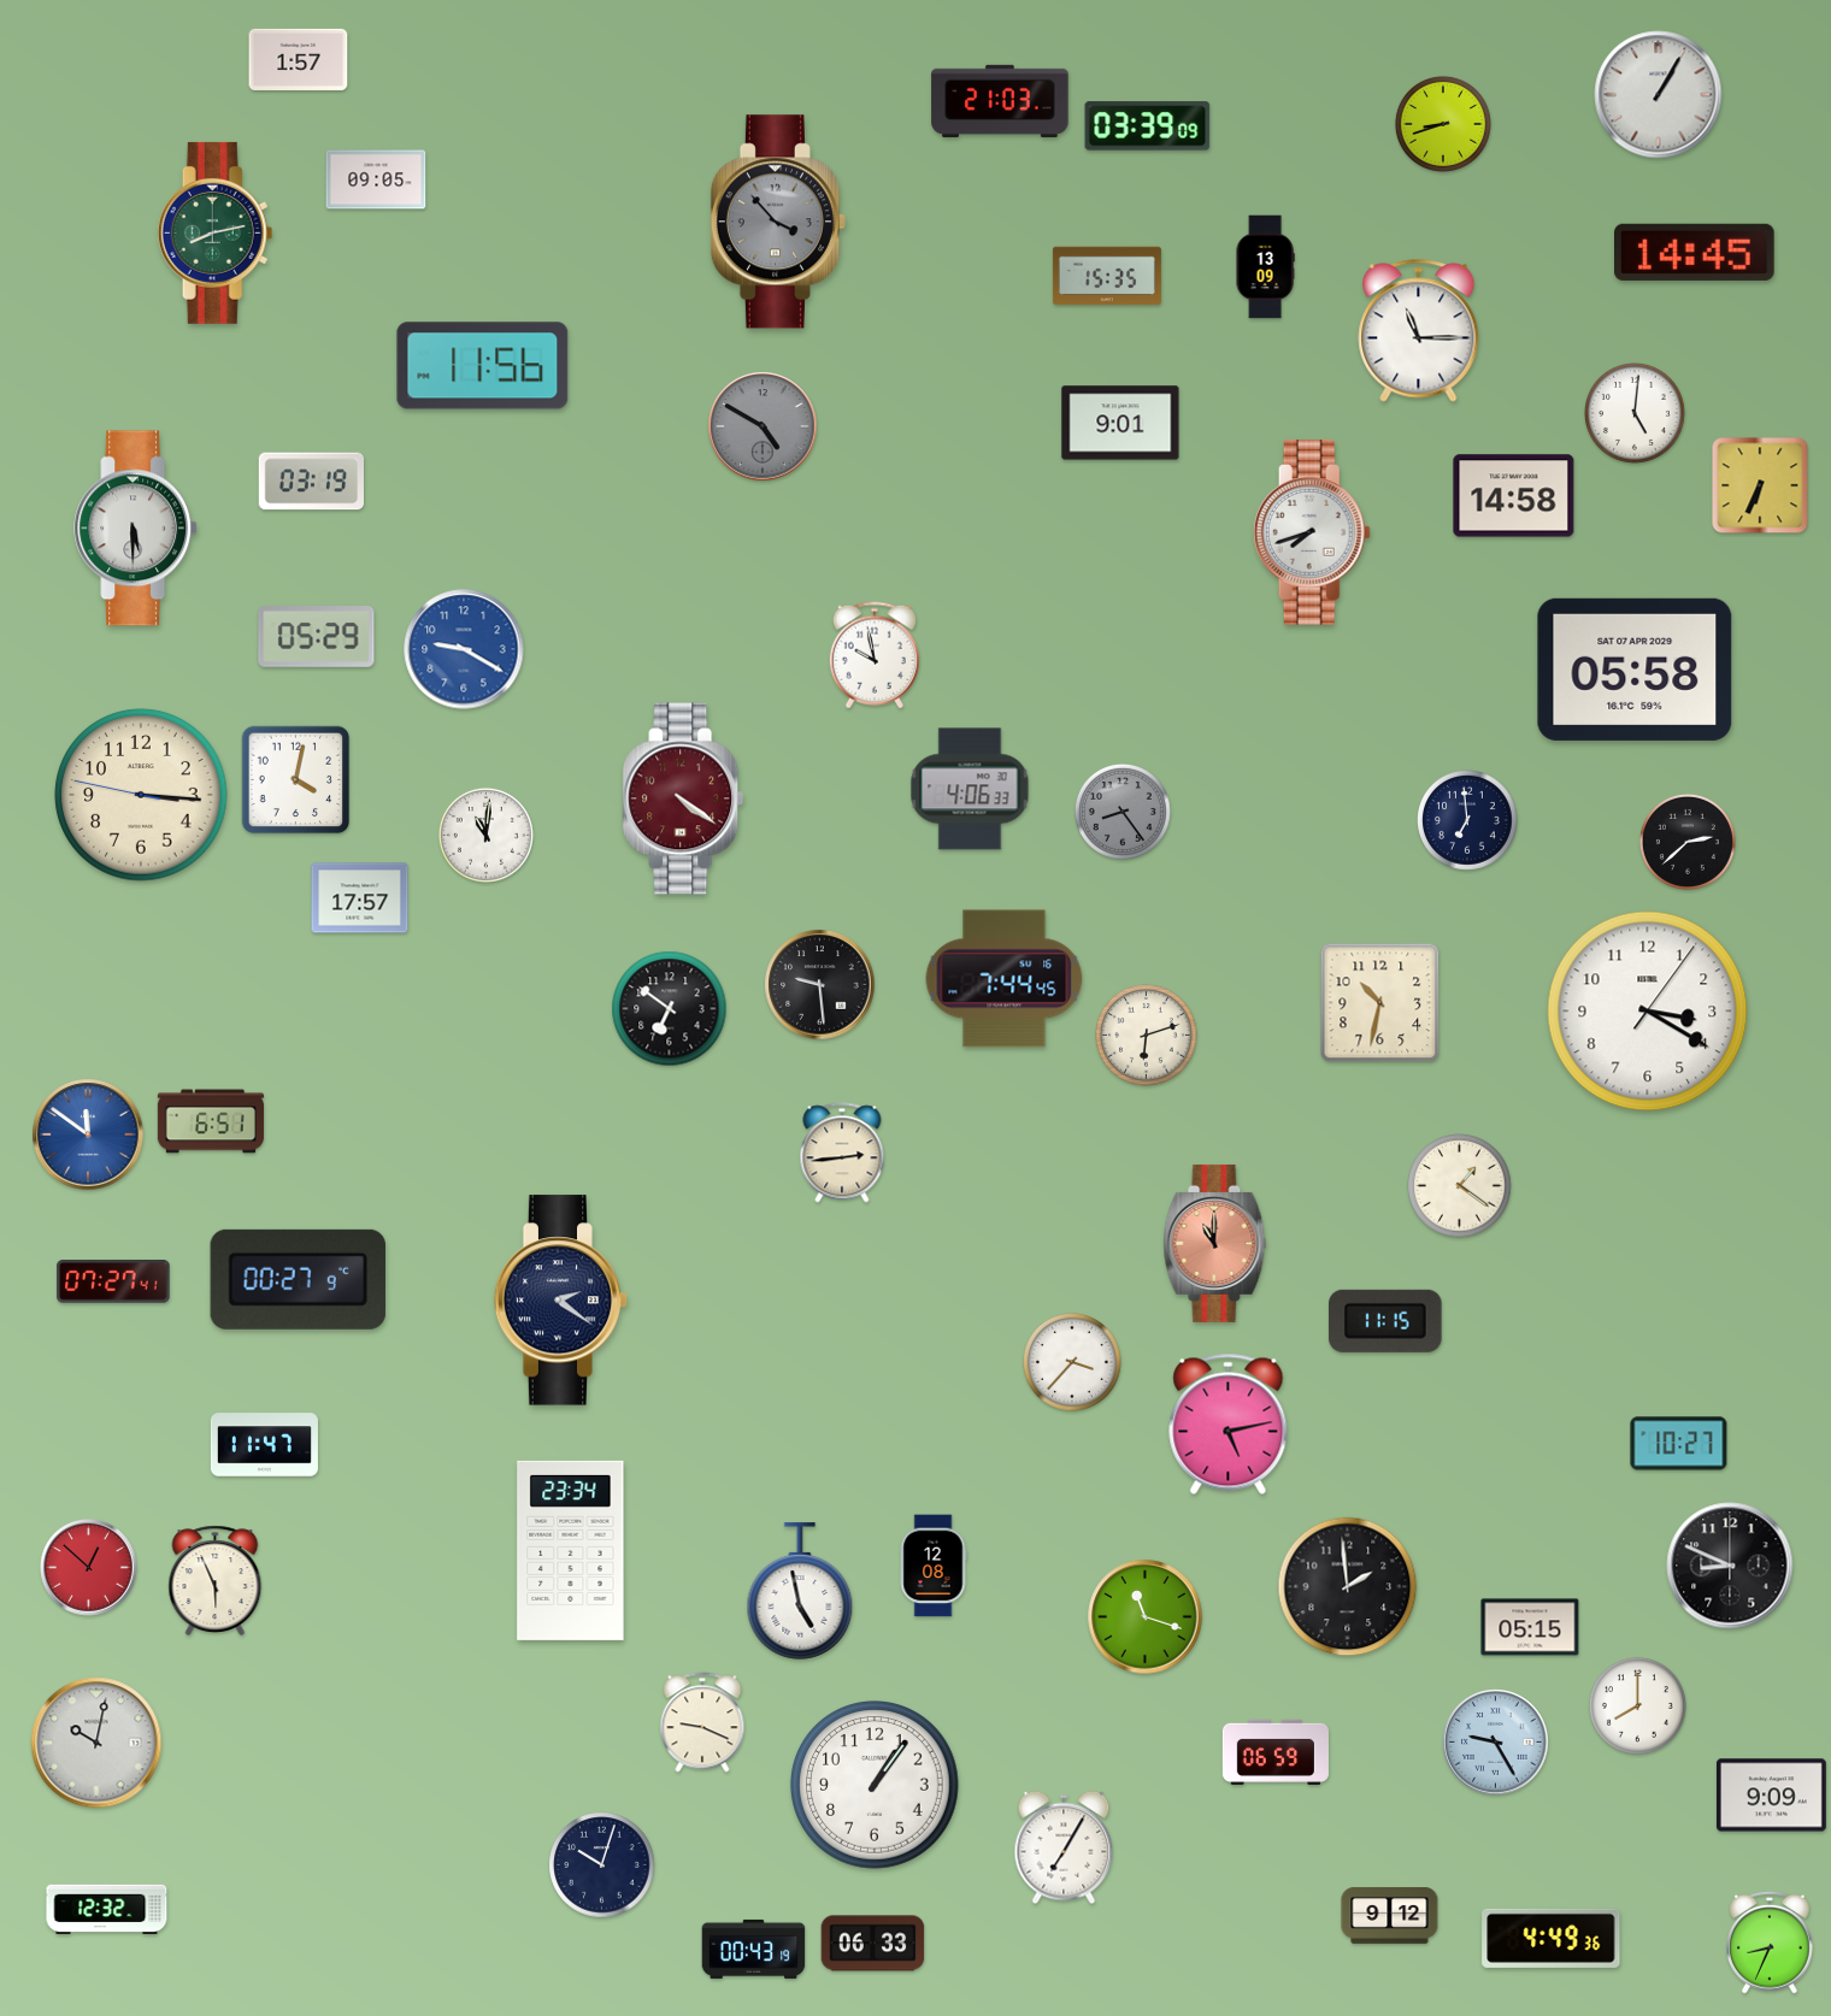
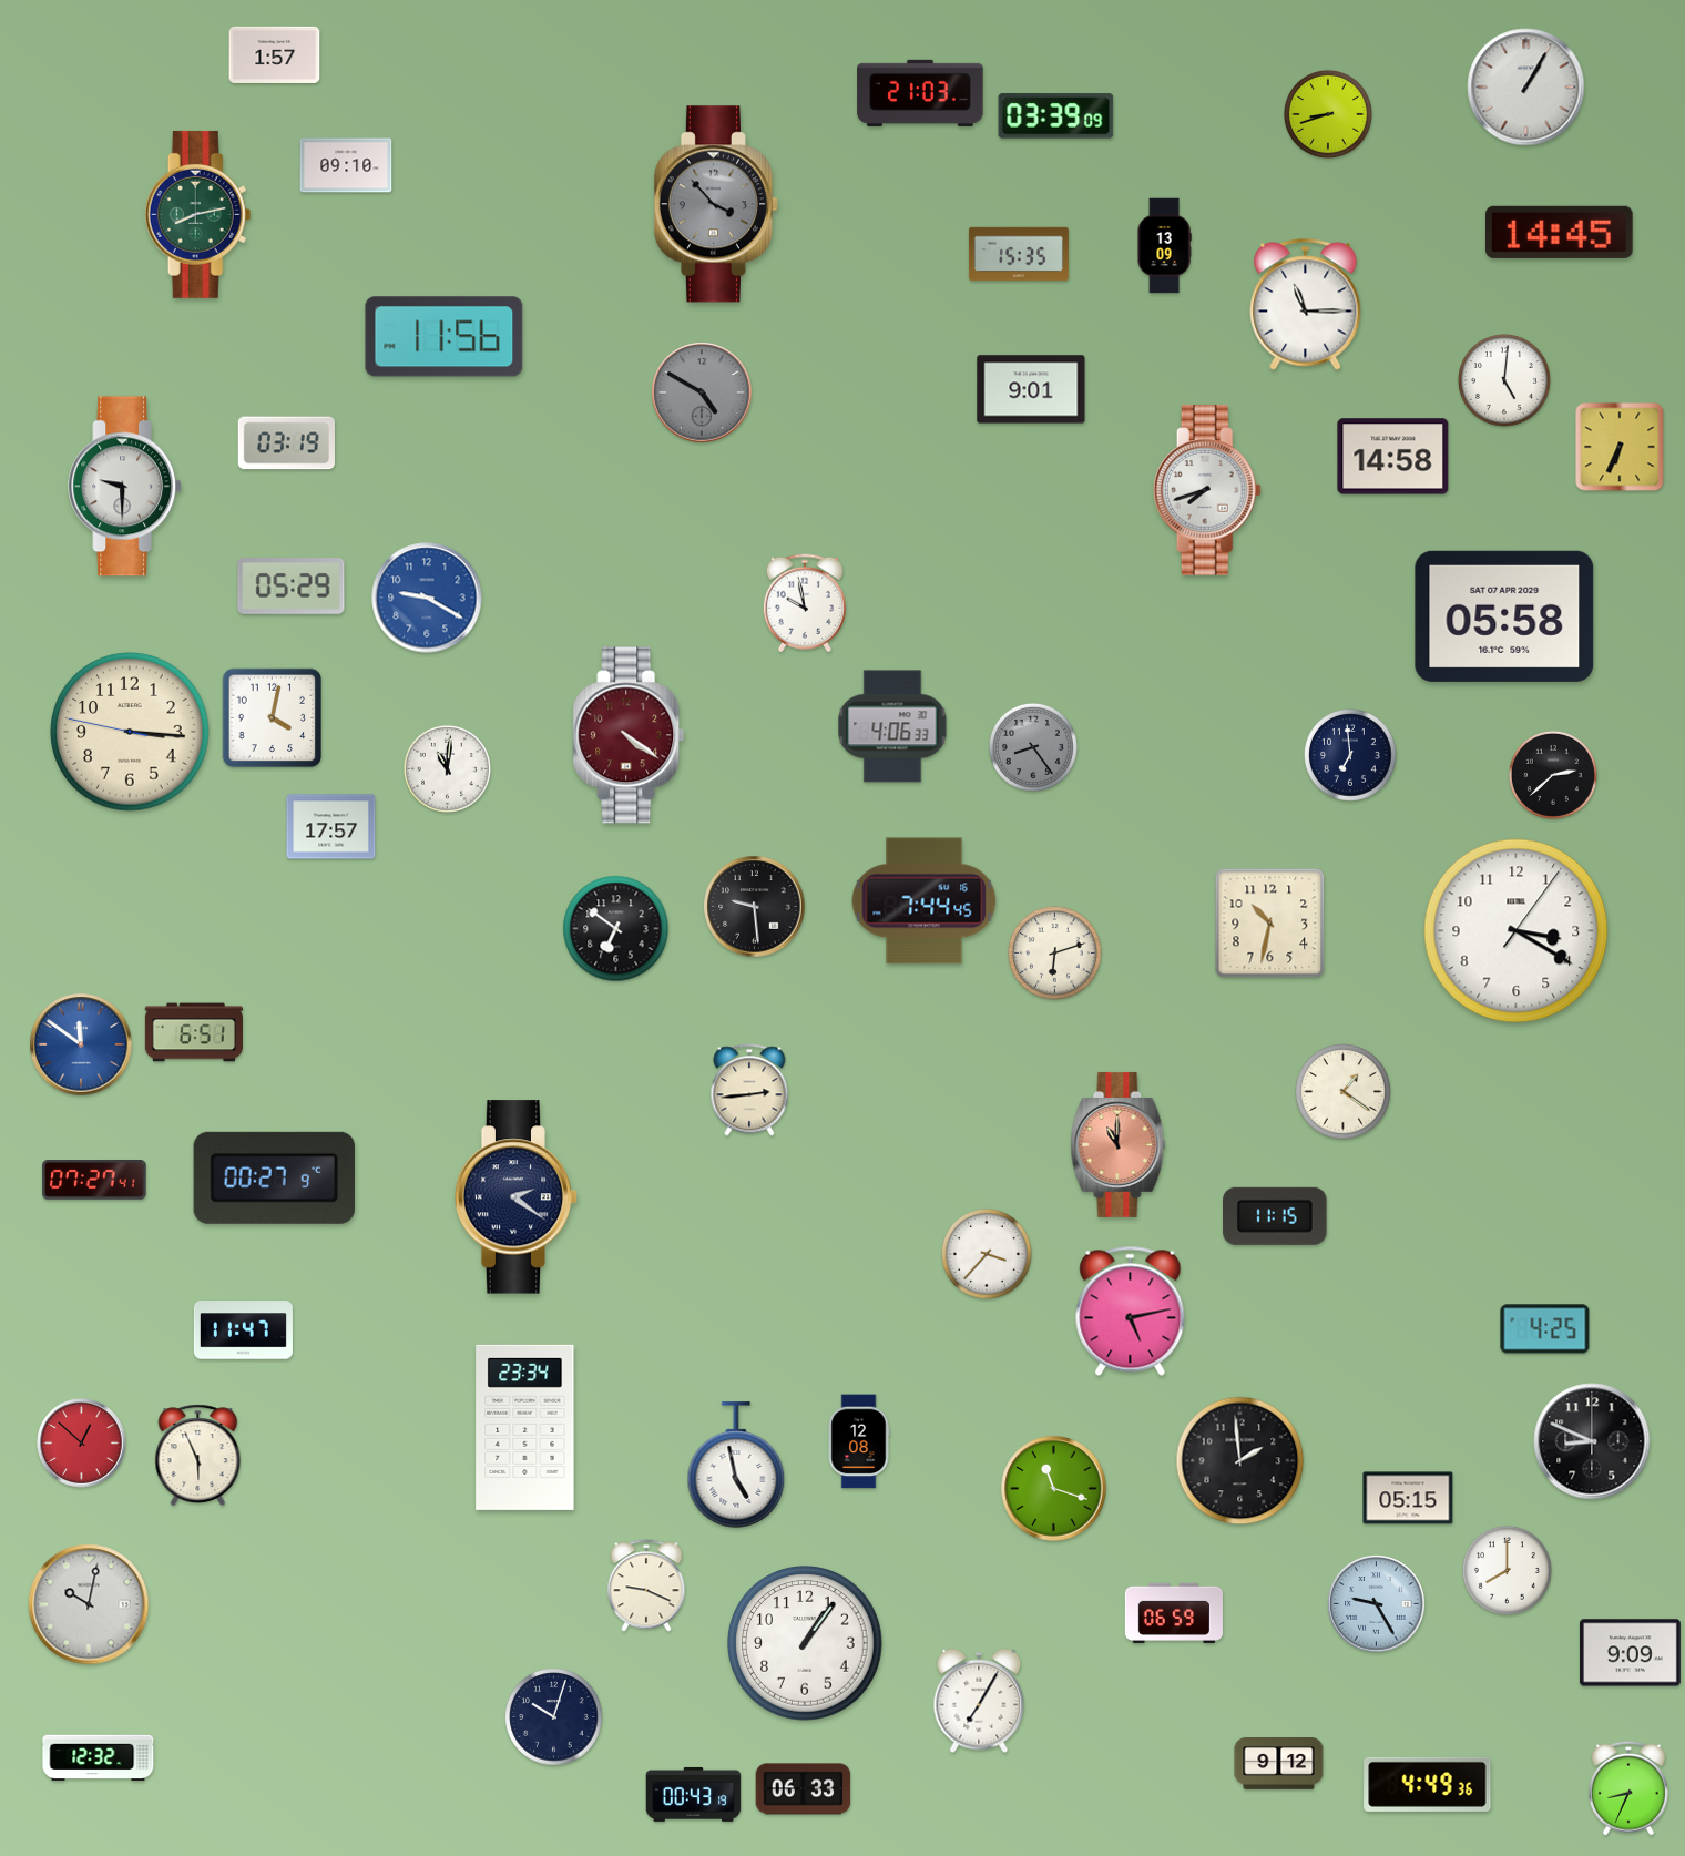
clock at (376, 179): 09:05 -> 09:10
clock at (136, 529): 5:30 -> 9:30
clock at (842, 1153) position: (842, 1153) -> (749, 1090)
clock at (113, 1283) position: (113, 1283) -> (94, 1181)
clock at (1679, 1444): 10:27 -> 4:25
